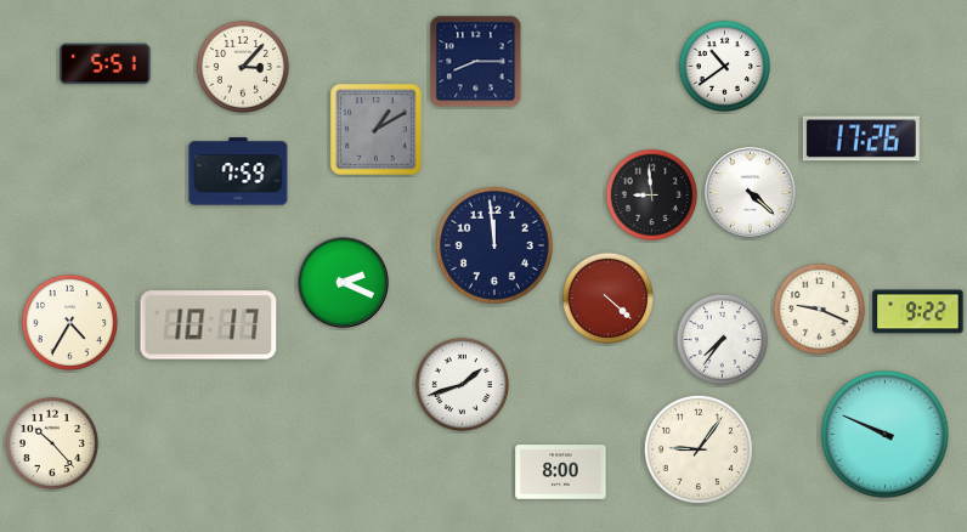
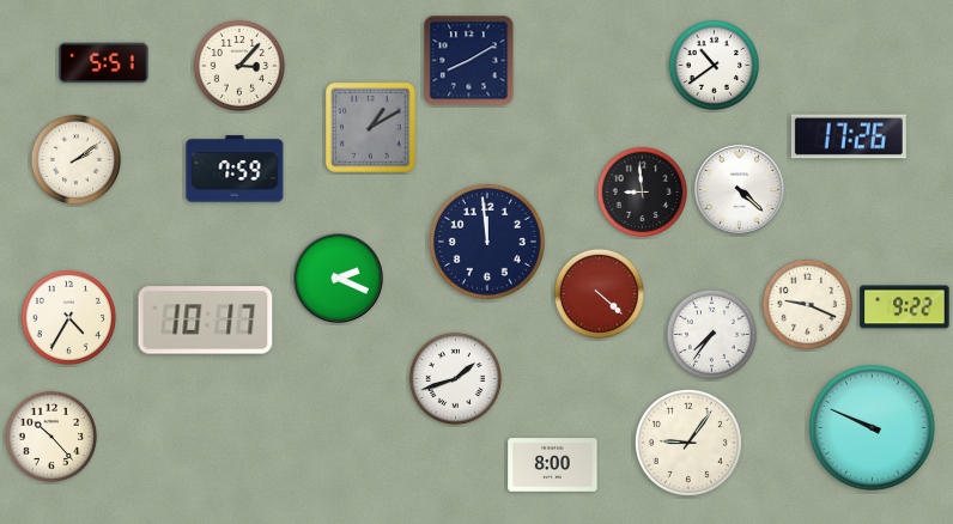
clock at (476, 62): 8:15 -> 8:10
clock at (75, 159): none -> 2:09
